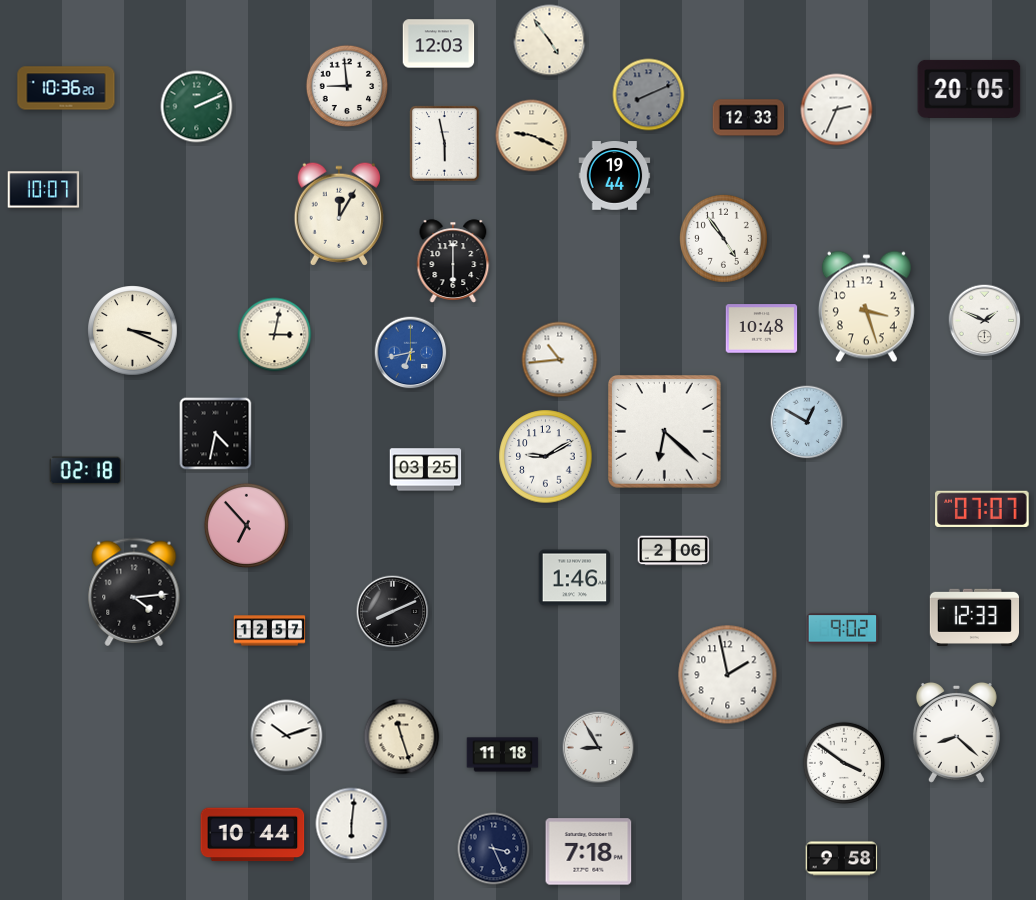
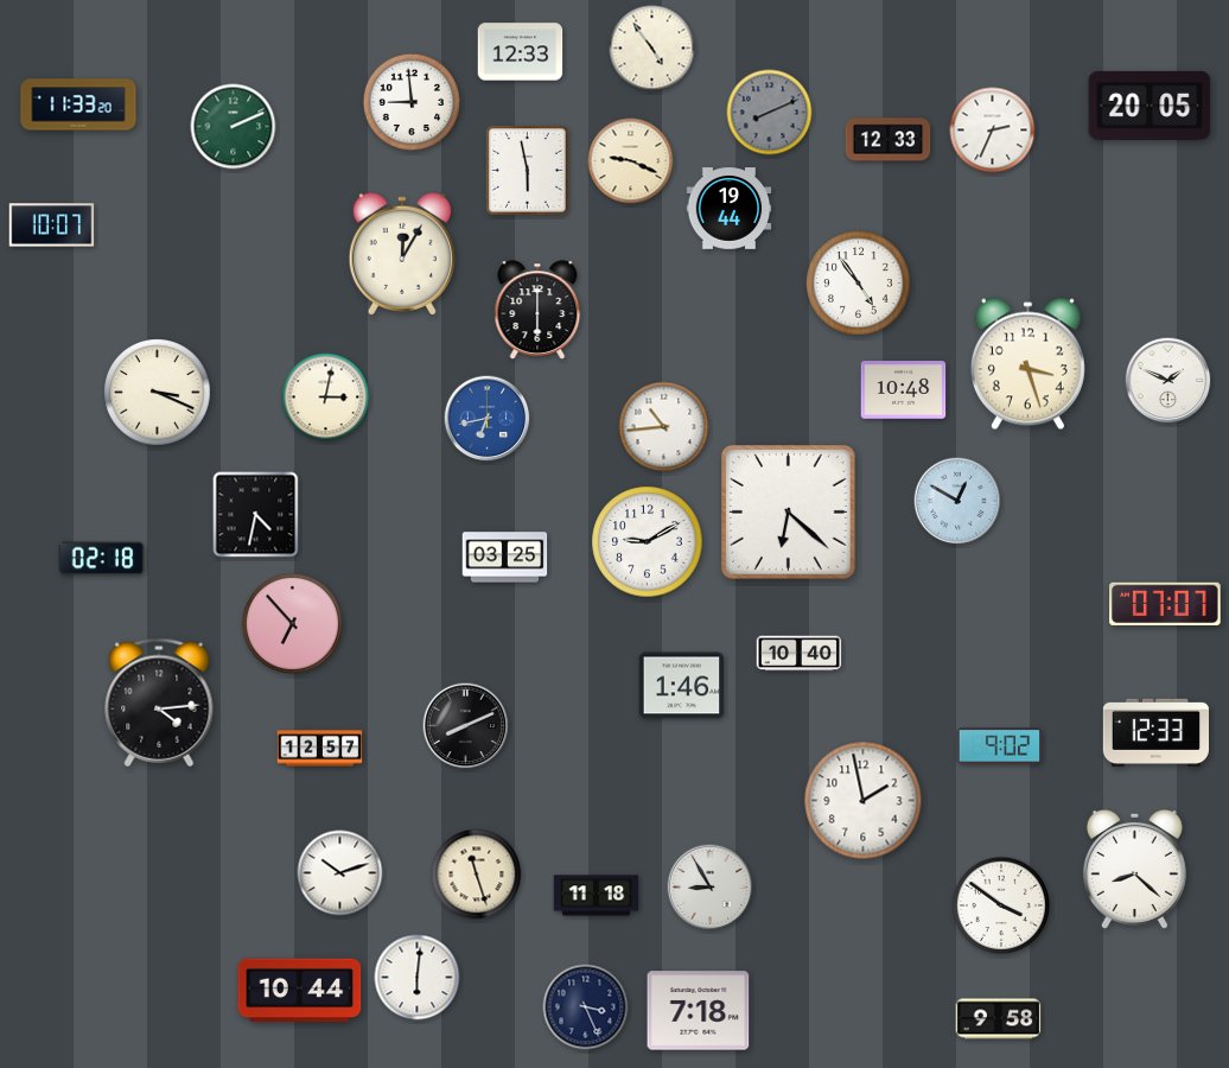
clock at (439, 44): 12:03 -> 12:33
clock at (66, 88): 10:36 -> 11:33
clock at (674, 551): 2:06 -> 10:40
